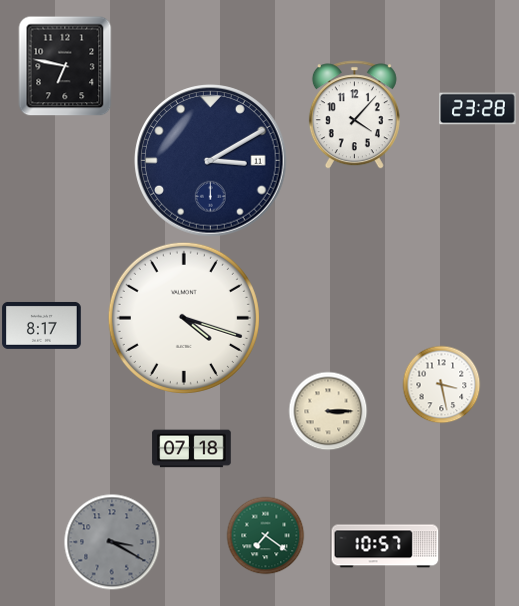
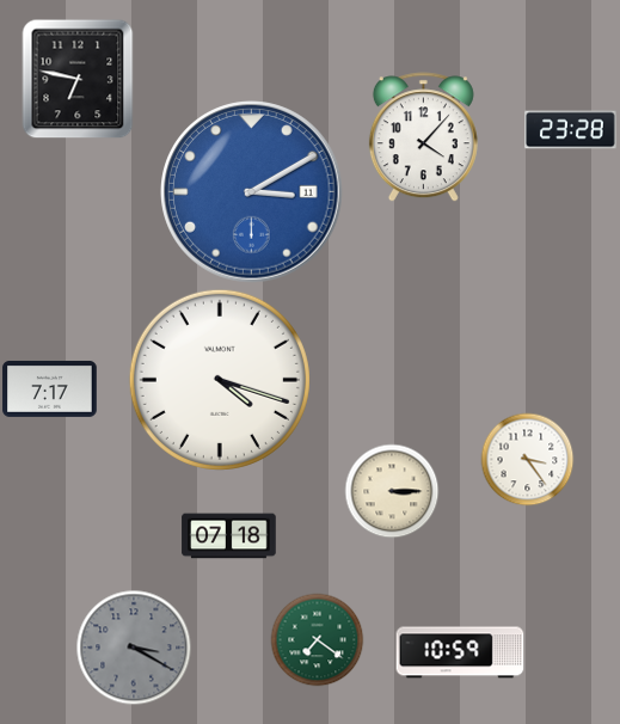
clock at (211, 161) dial: navy -> blue
clock at (42, 325): 8:17 -> 7:17
clock at (441, 384): 3:28 -> 3:24
clock at (385, 546): 10:57 -> 10:59
